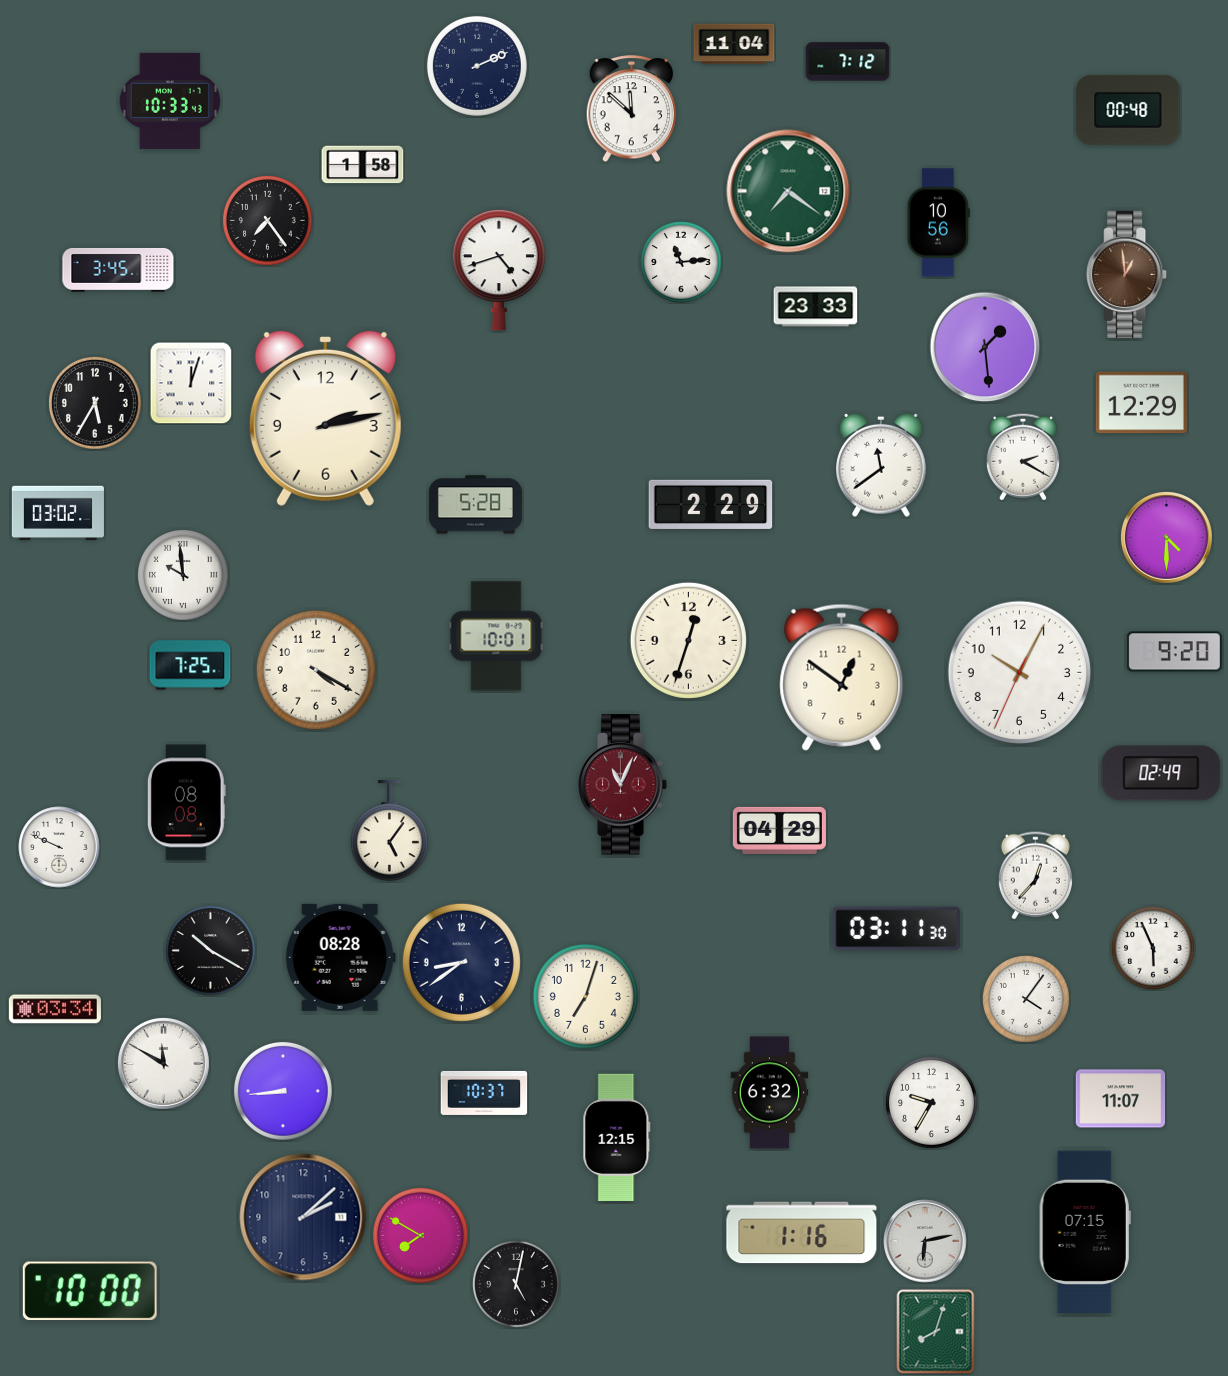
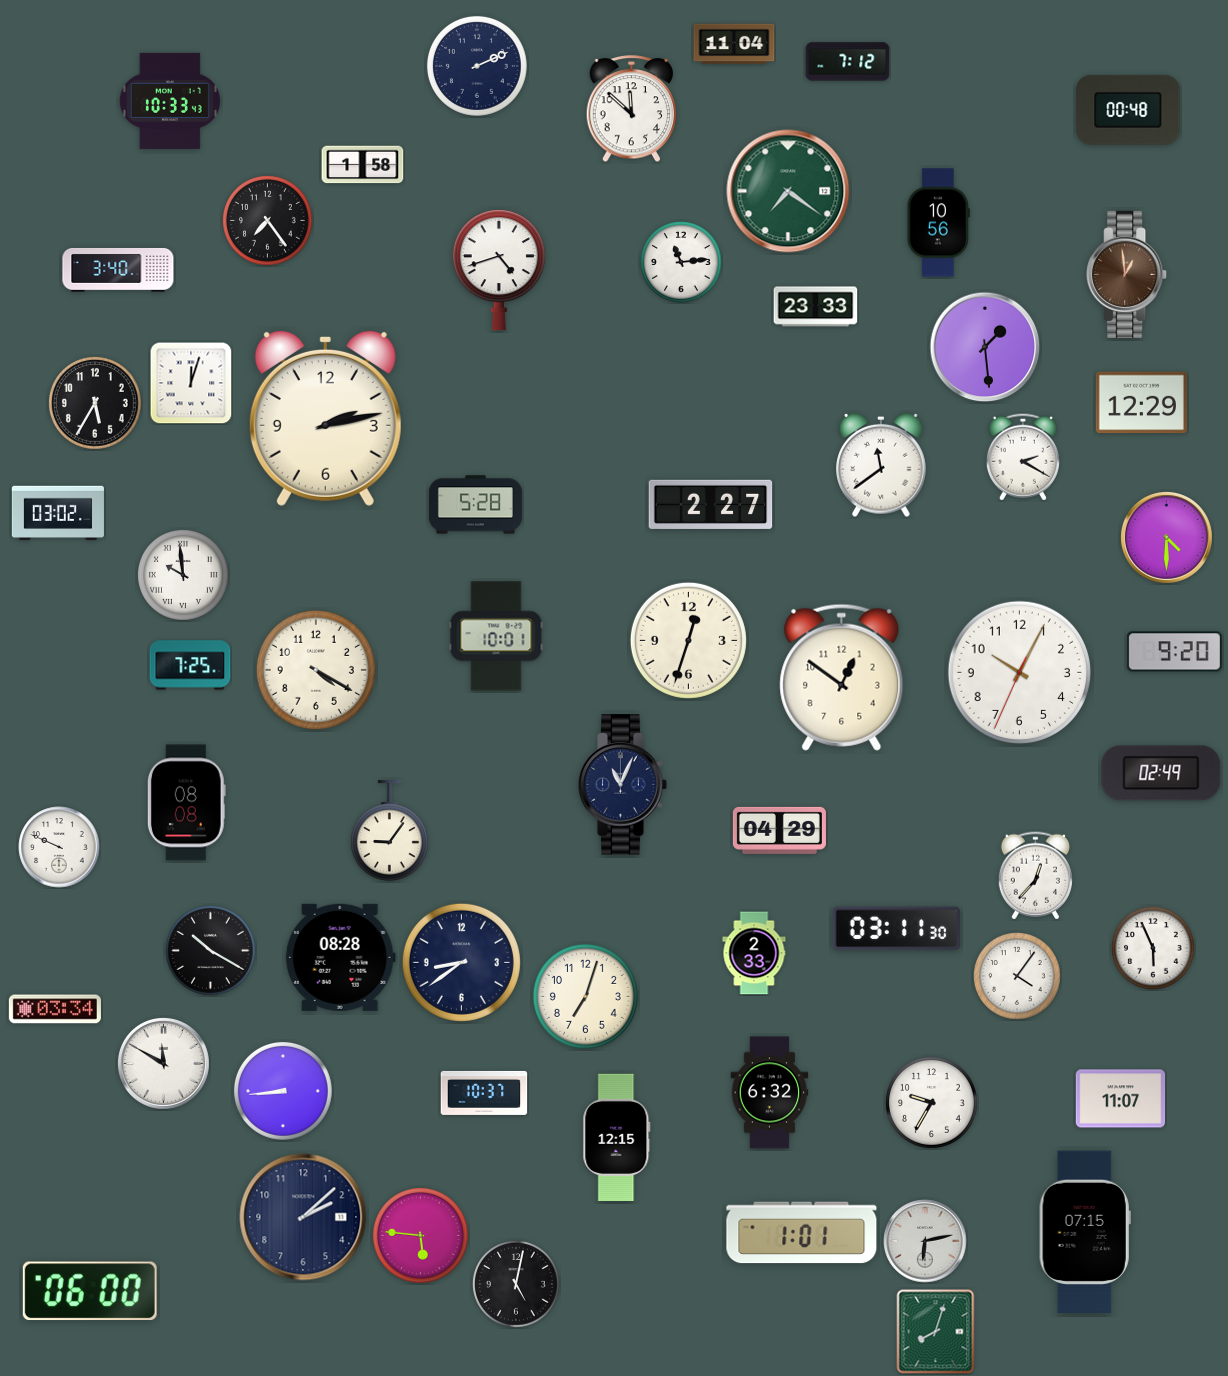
clock at (118, 270): 3:45 -> 3:40
clock at (711, 504): 2:29 -> 2:27
clock at (623, 785) dial: burgundy -> navy
clock at (389, 830): 5:06 -> 9:06
clock at (754, 953): none -> 2:33
clock at (1026, 1000) position: (1026, 1000) -> (1017, 977)
clock at (802, 1233): 1:16 -> 1:01
clock at (420, 1235): 7:50 -> 5:46
clock at (90, 1291): 10:00 -> 06:00
